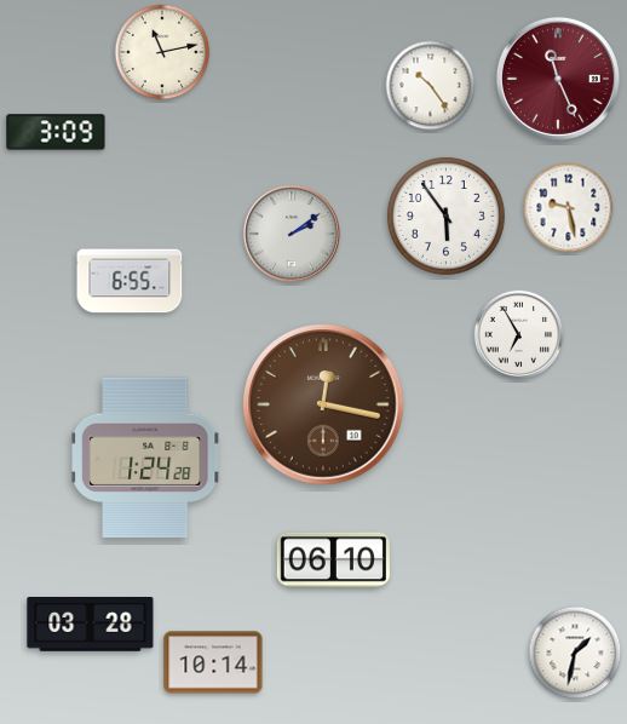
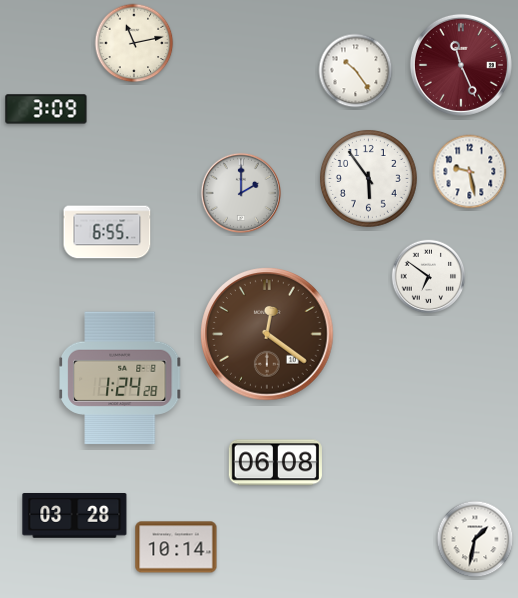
clock at (291, 232): 2:09 -> 2:00
clock at (519, 335): 6:55 -> 6:51
clock at (323, 404): 12:17 -> 12:21
clock at (333, 561): 06:10 -> 06:08
